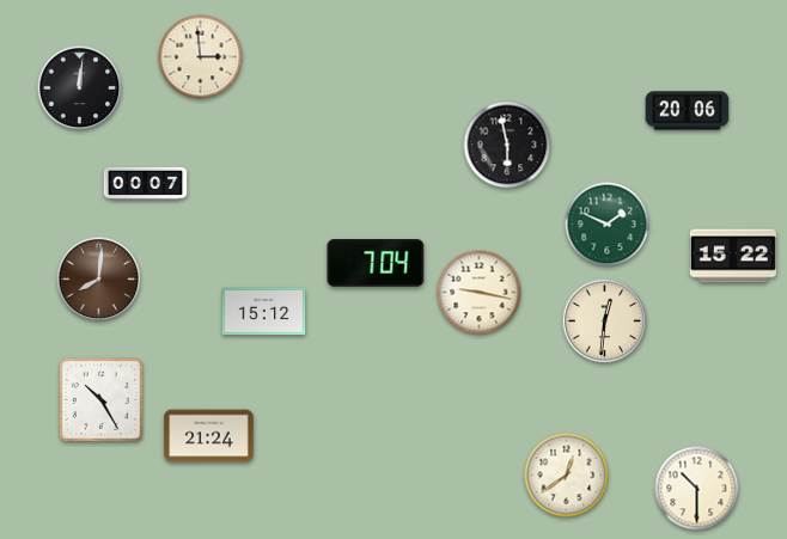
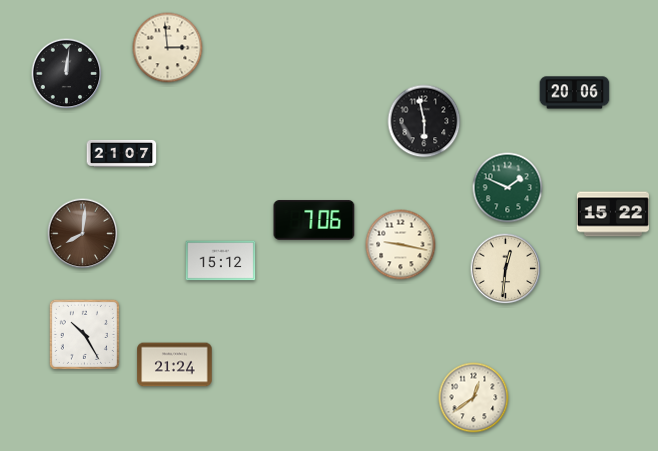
clock at (146, 183): 00:07 -> 21:07
clock at (376, 263): 7:04 -> 7:06
clock at (697, 489): 10:30 -> none
